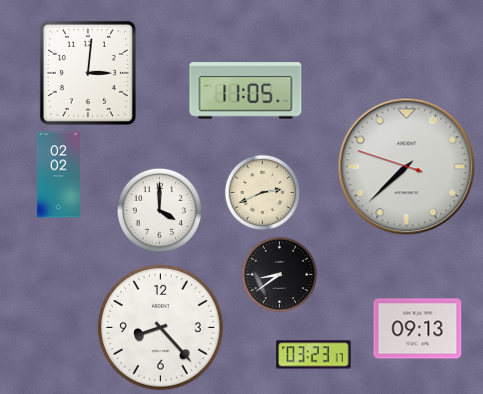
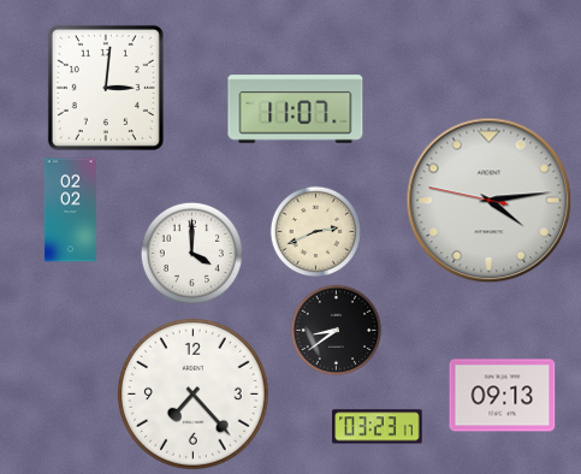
clock at (246, 91): 11:05 -> 11:07
clock at (407, 167): 7:37 -> 4:13
clock at (161, 328): 8:23 -> 7:23
